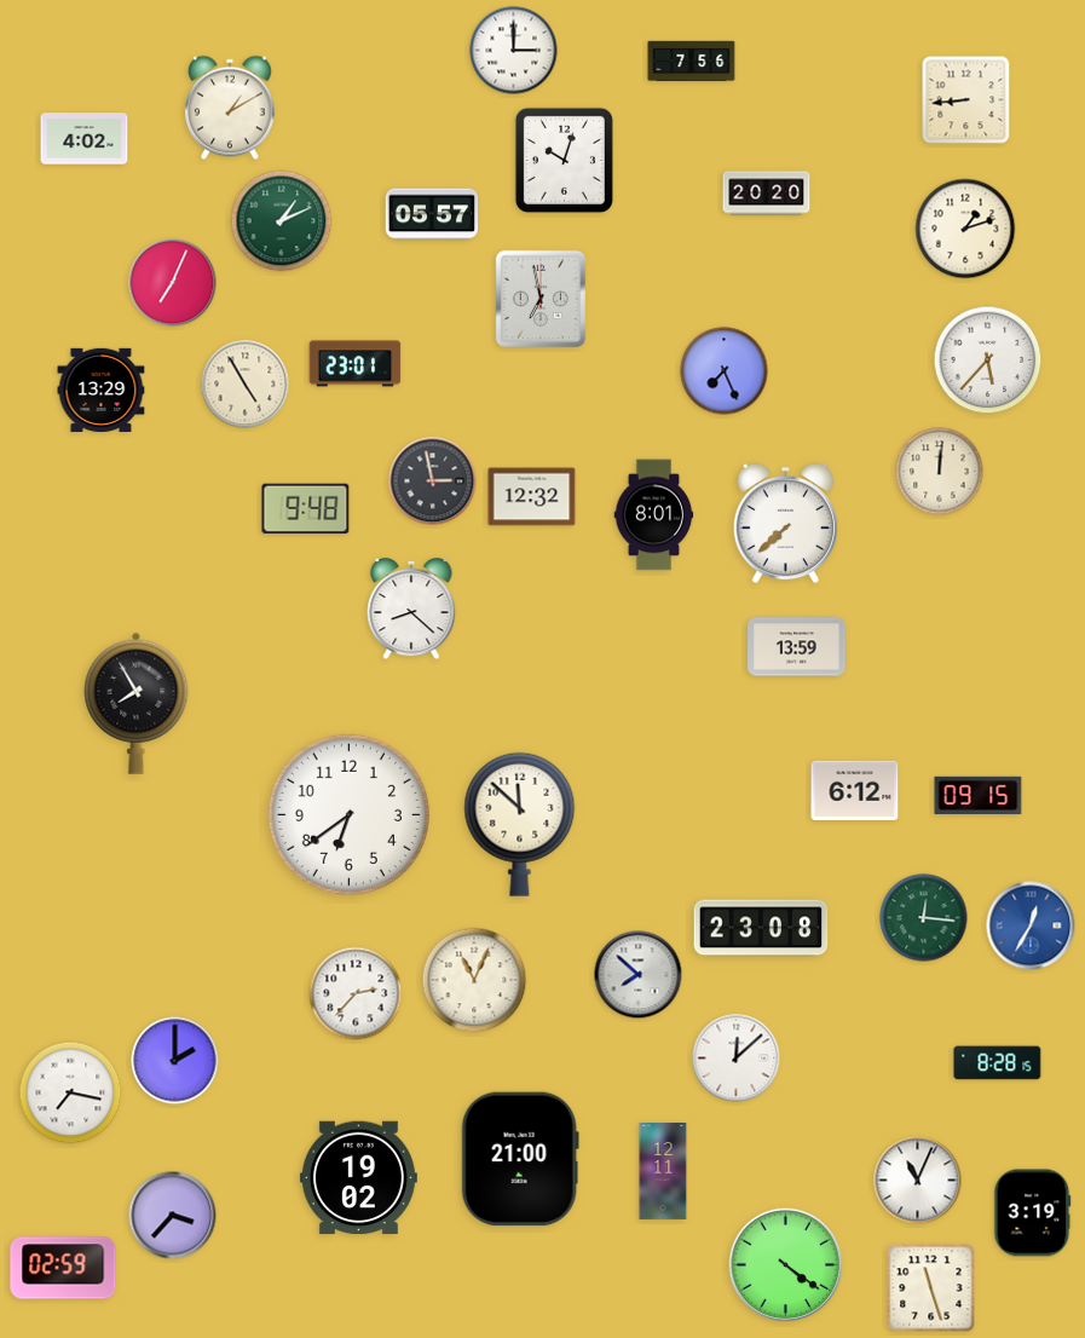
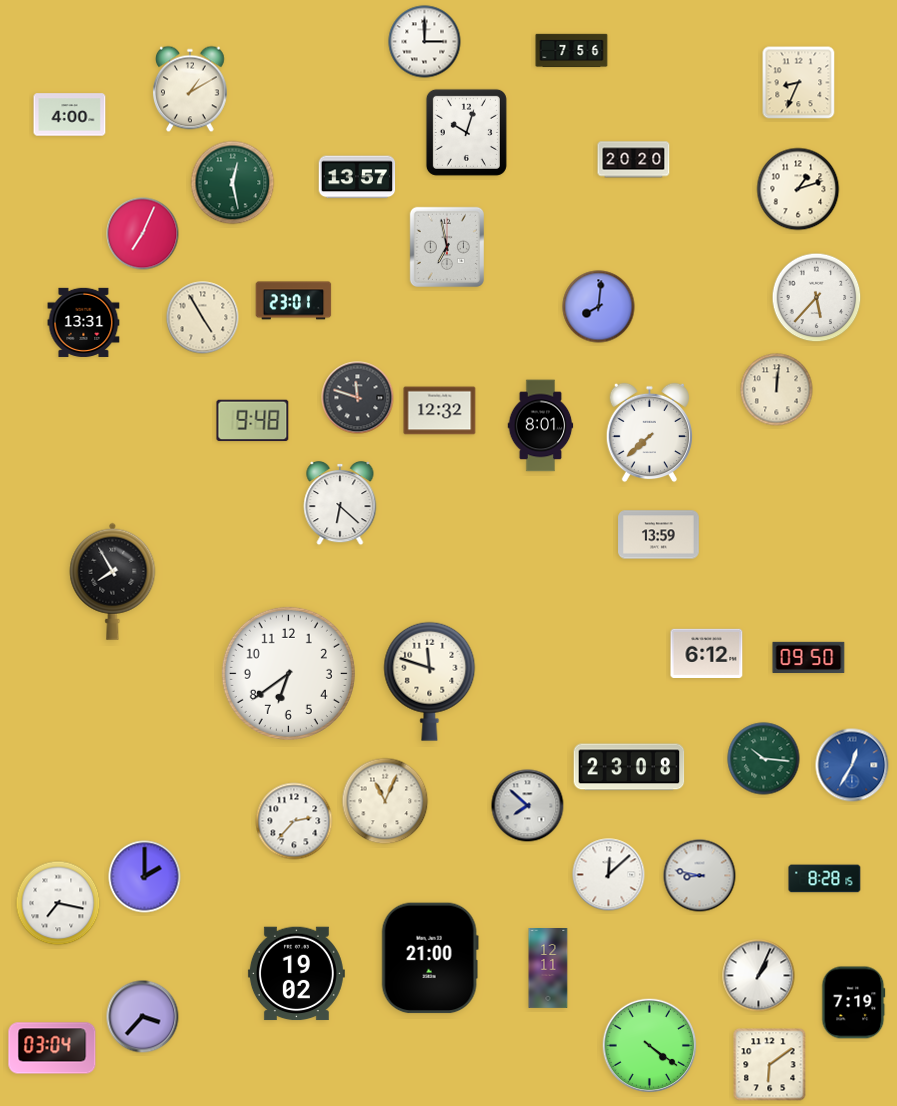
clock at (966, 100): 8:44 -> 8:34
clock at (85, 139): 4:02 -> 4:00
clock at (432, 214): 05:57 -> 13:57
clock at (282, 221): 1:11 -> 12:28
clock at (725, 371): 7:26 -> 8:01
clock at (102, 390): 13:29 -> 13:31
clock at (433, 481): 2:58 -> 11:48
clock at (411, 609): 8:22 -> 6:22
clock at (979, 795): 09:15 -> 09:50
clock at (520, 824): 11:52 -> 11:48
clock at (924, 918): 12:16 -> 10:16
clock at (474, 980) position: (474, 980) -> (385, 801)
clock at (700, 876): none -> 8:47
clock at (918, 1181): 11:04 -> 1:04
clock at (1033, 1213): 3:19 -> 7:19
clock at (173, 1216) position: (173, 1216) -> (143, 1017)
clock at (63, 1268): 02:59 -> 03:04
clock at (931, 1288): 11:27 -> 6:09
